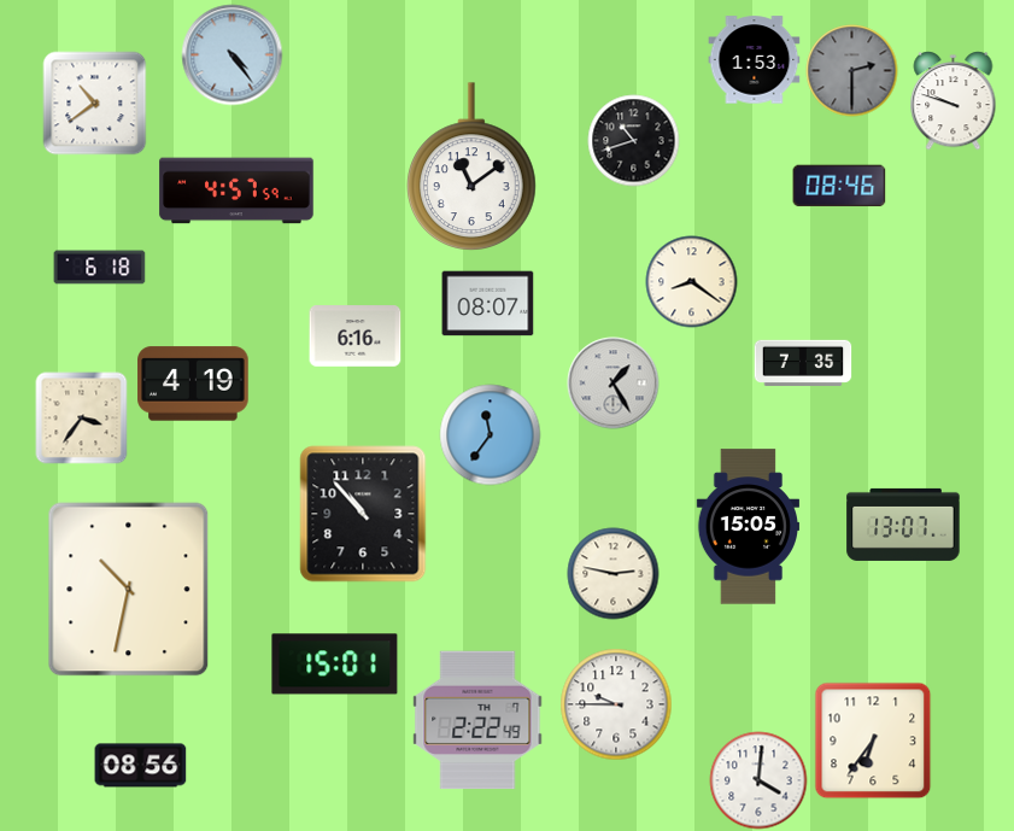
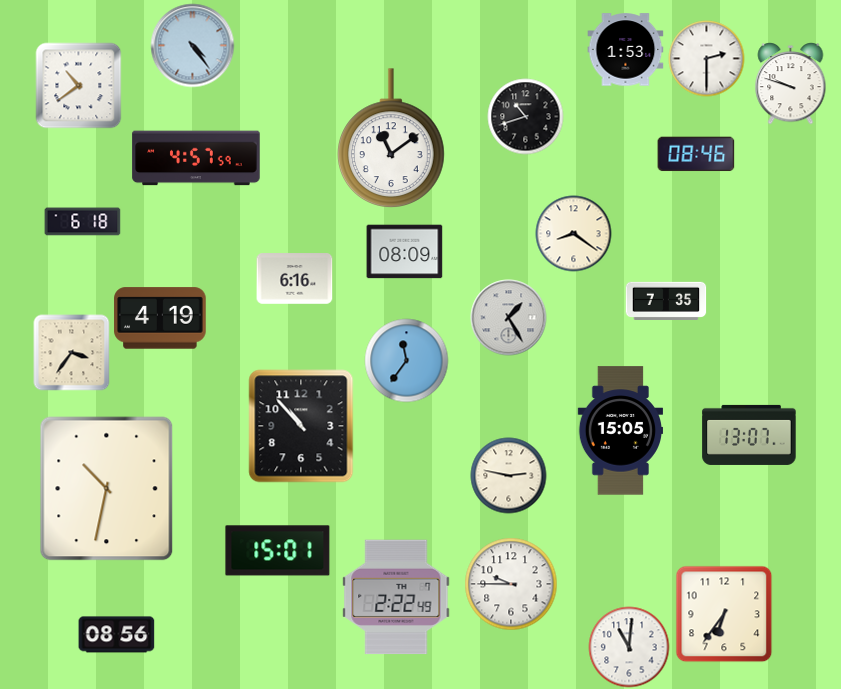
clock at (852, 71) dial: grey -> white
clock at (488, 304): 08:07 -> 08:09
clock at (82, 419) position: (82, 419) -> (72, 353)
clock at (748, 527) position: (748, 527) -> (620, 431)
clock at (758, 780): 4:01 -> 11:01
